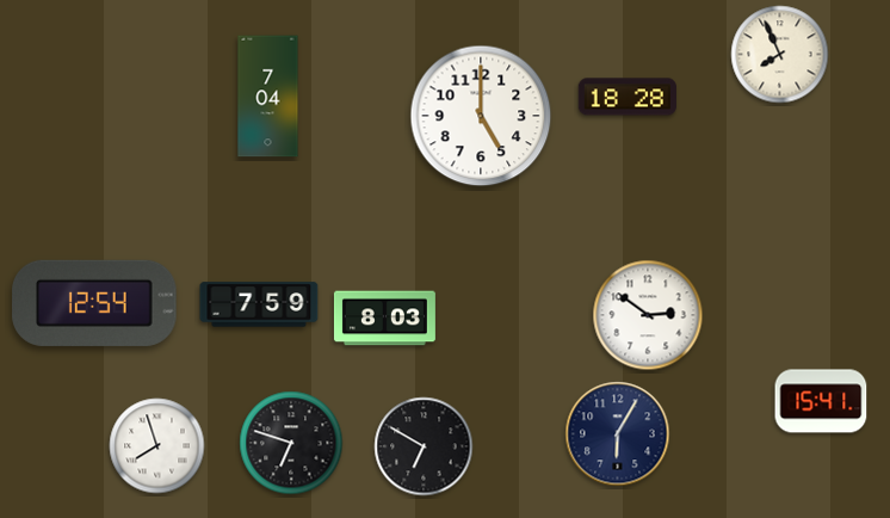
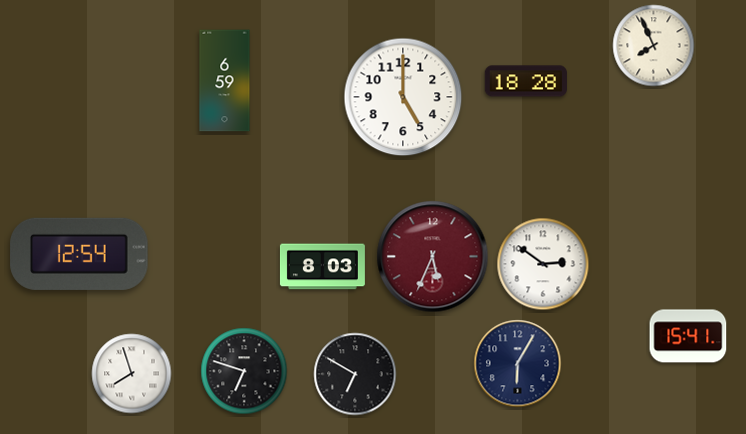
clock at (268, 97): 7:04 -> 6:59
clock at (259, 304): 7:59 -> none
clock at (433, 257): none -> 5:34
